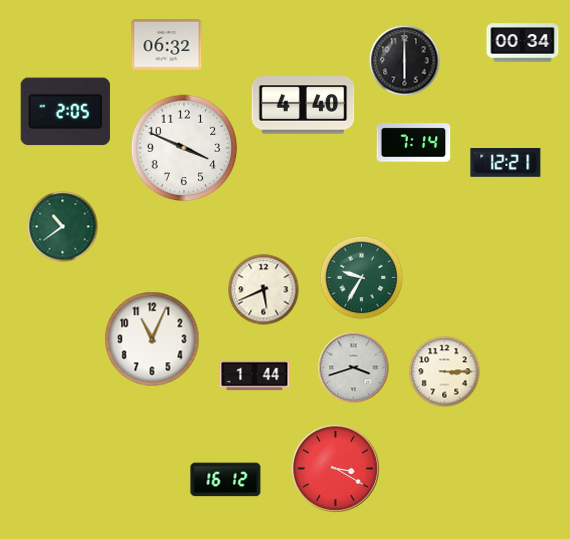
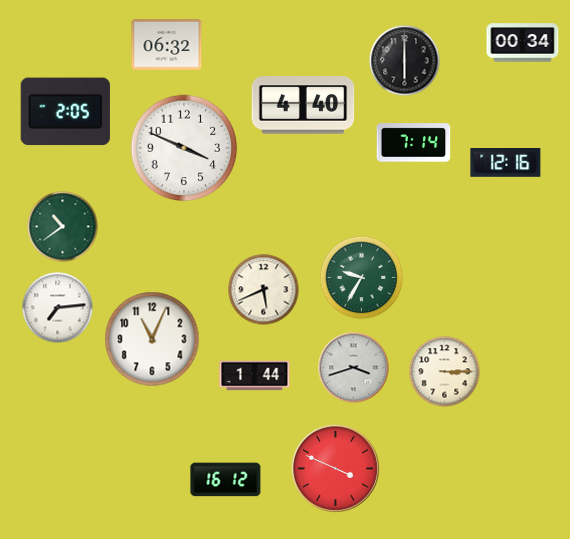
clock at (506, 163): 12:21 -> 12:16
clock at (58, 308): none -> 7:14
clock at (335, 468): 3:20 -> 3:49
